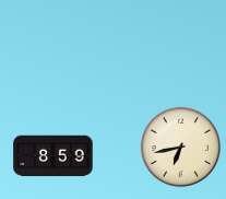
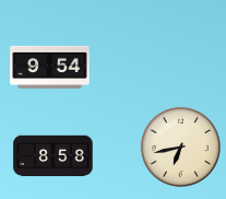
clock at (50, 67): none -> 9:54
clock at (53, 156): 8:59 -> 8:58
